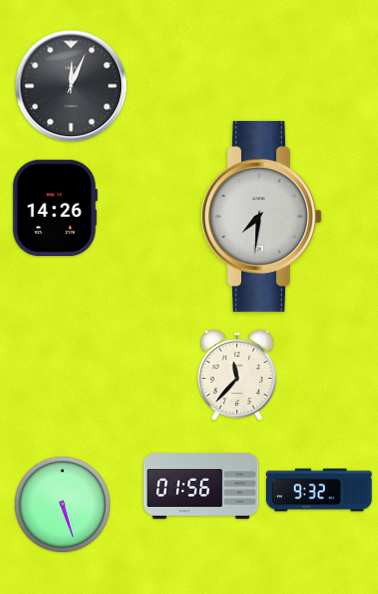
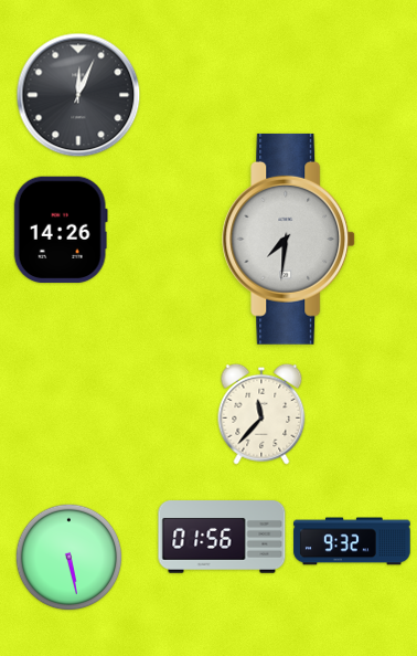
clock at (63, 505): 5:27 -> 5:28
